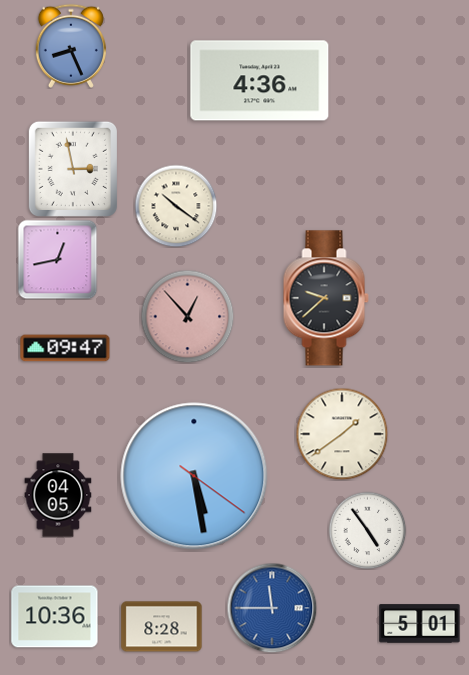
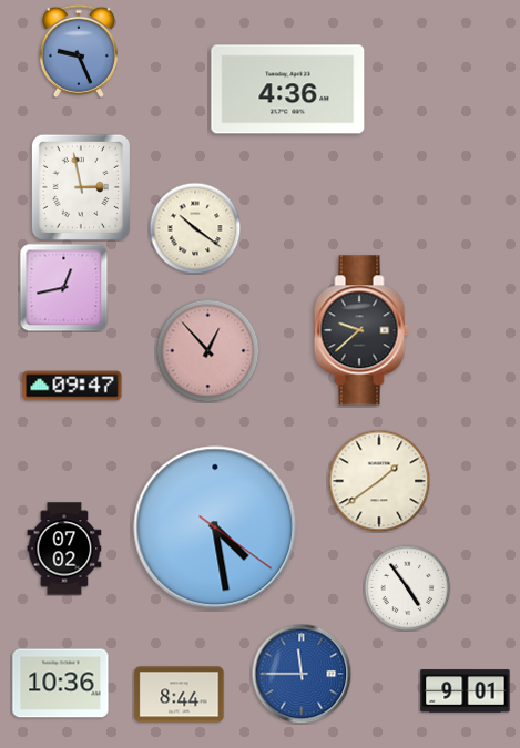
clock at (71, 46): 8:26 -> 9:26
clock at (194, 476): 5:28 -> 4:28
clock at (58, 495): 04:05 -> 07:02
clock at (420, 624): 5:01 -> 9:01
clock at (162, 627): 8:28 -> 8:44
